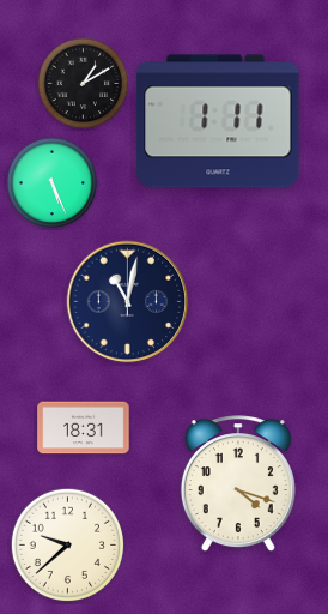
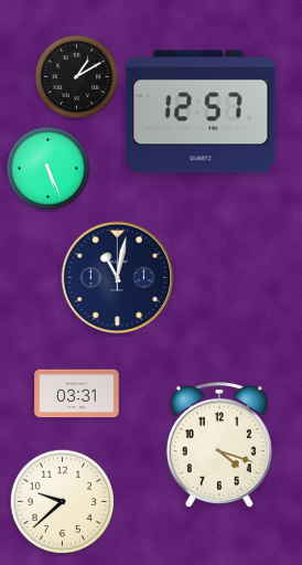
clock at (218, 121): 1:11 -> 12:57
clock at (84, 428): 18:31 -> 03:31
